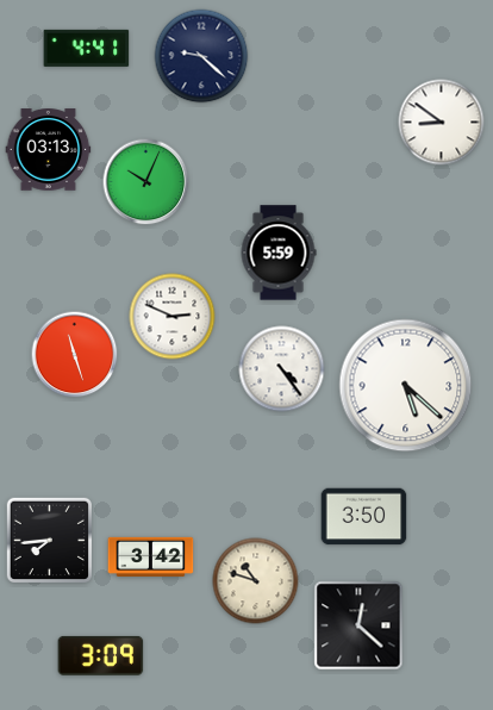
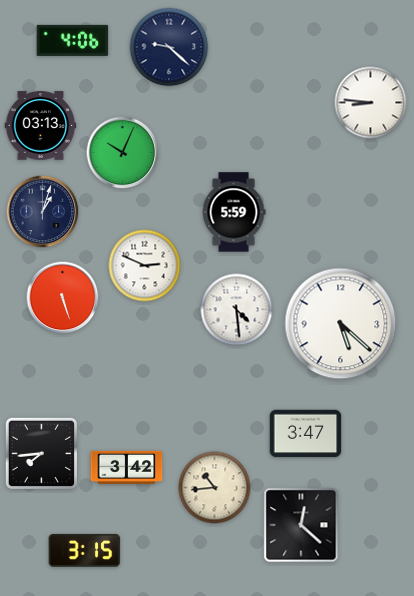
clock at (87, 48): 4:41 -> 4:06
clock at (442, 123): 8:51 -> 8:46
clock at (43, 212): none -> 1:03
clock at (75, 355): 11:27 -> 5:27
clock at (282, 369): 4:24 -> 4:29
clock at (364, 517): 3:50 -> 3:47
clock at (256, 581): 10:48 -> 10:44
clock at (101, 655): 3:09 -> 3:15
